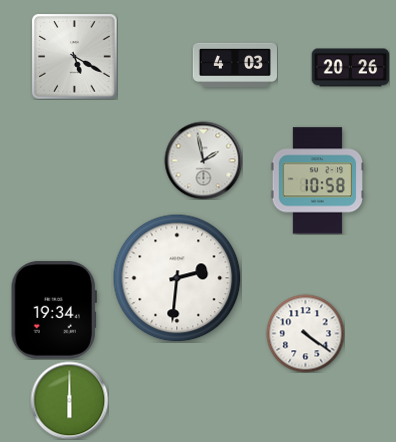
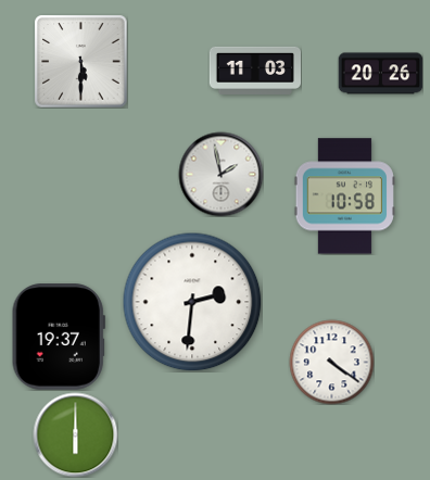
clock at (74, 56): 5:20 -> 5:30
clock at (234, 65): 4:03 -> 11:03
clock at (54, 310): 19:34 -> 19:37
